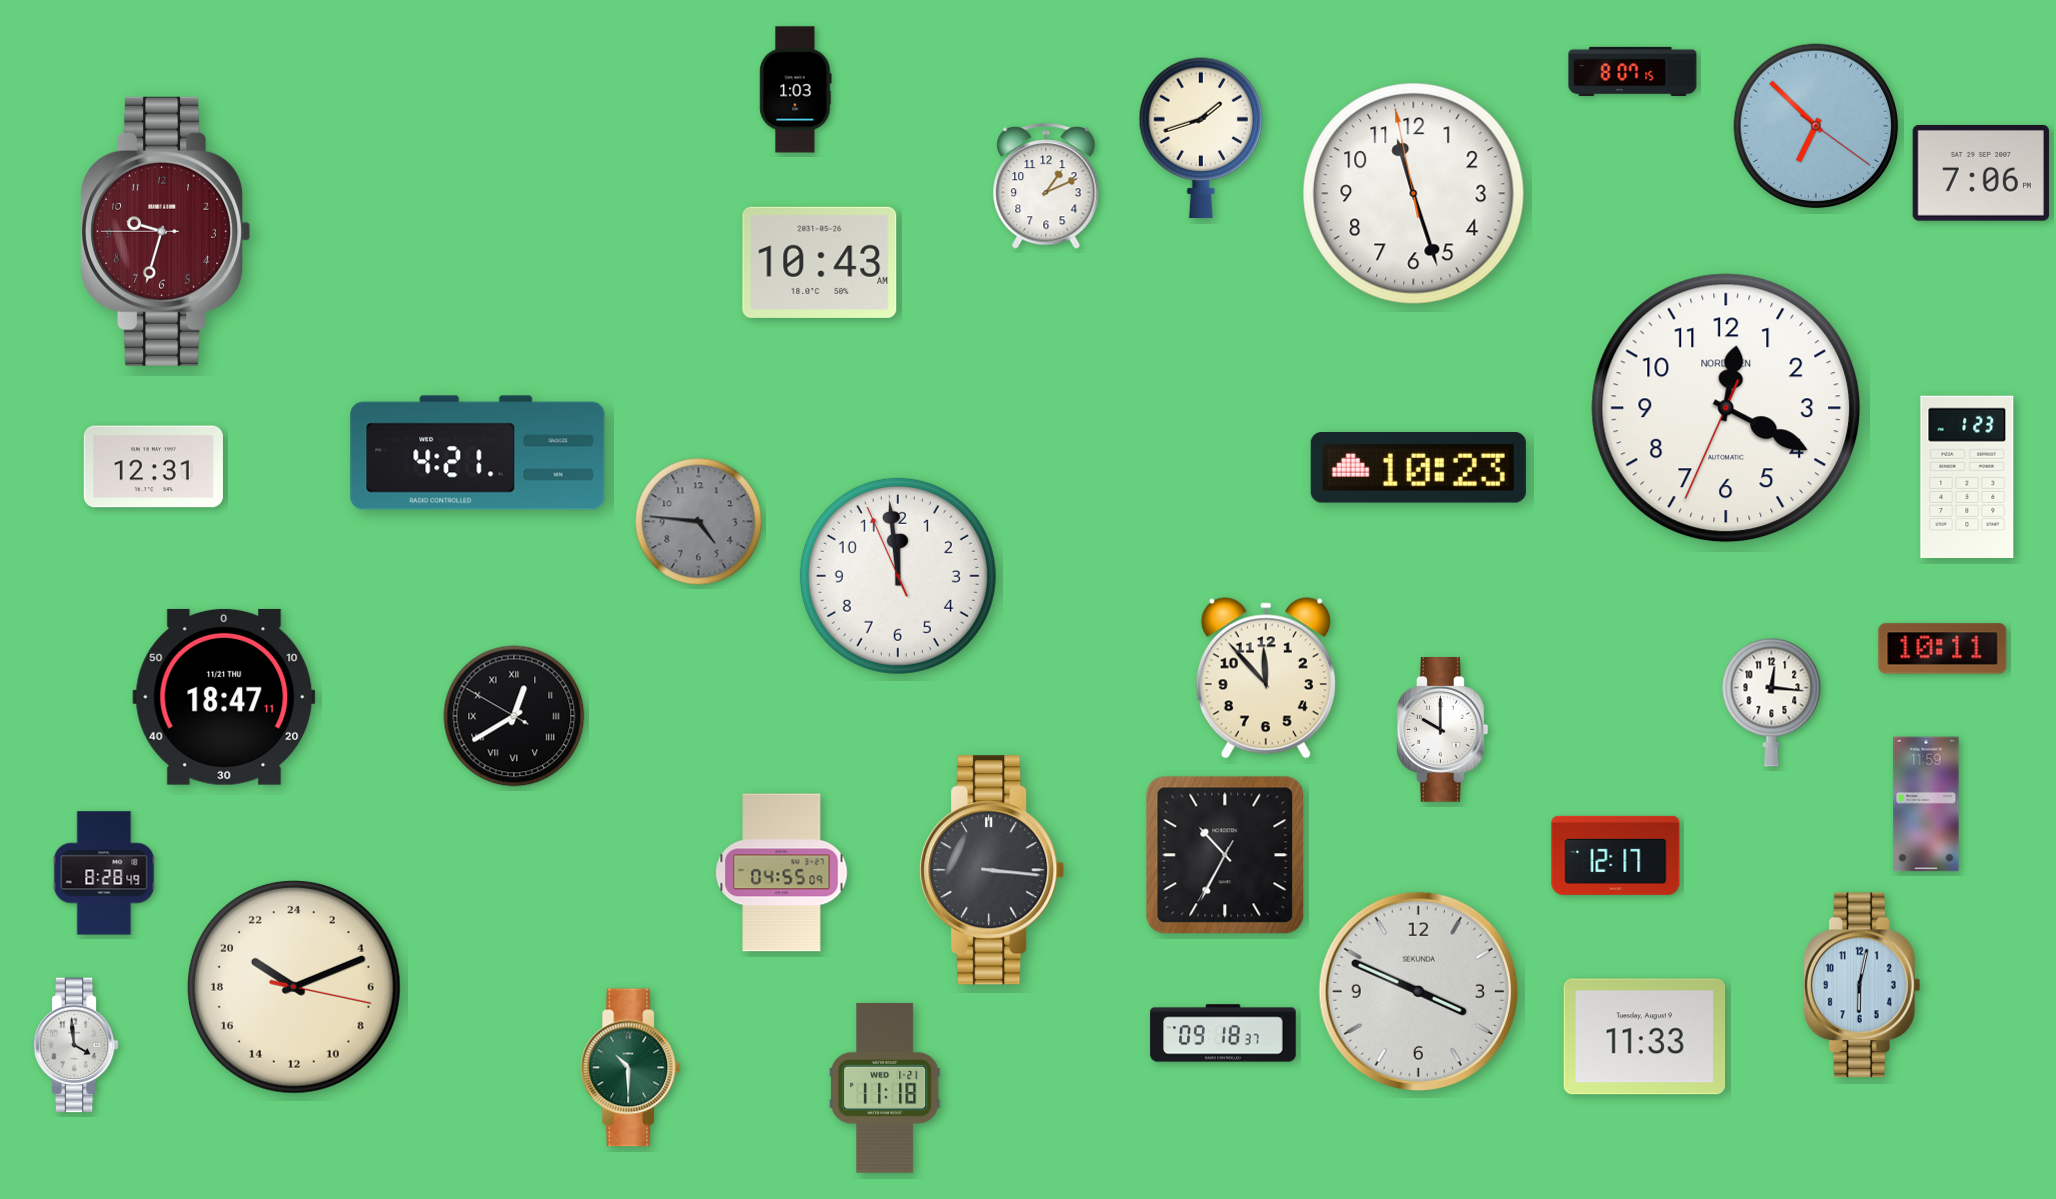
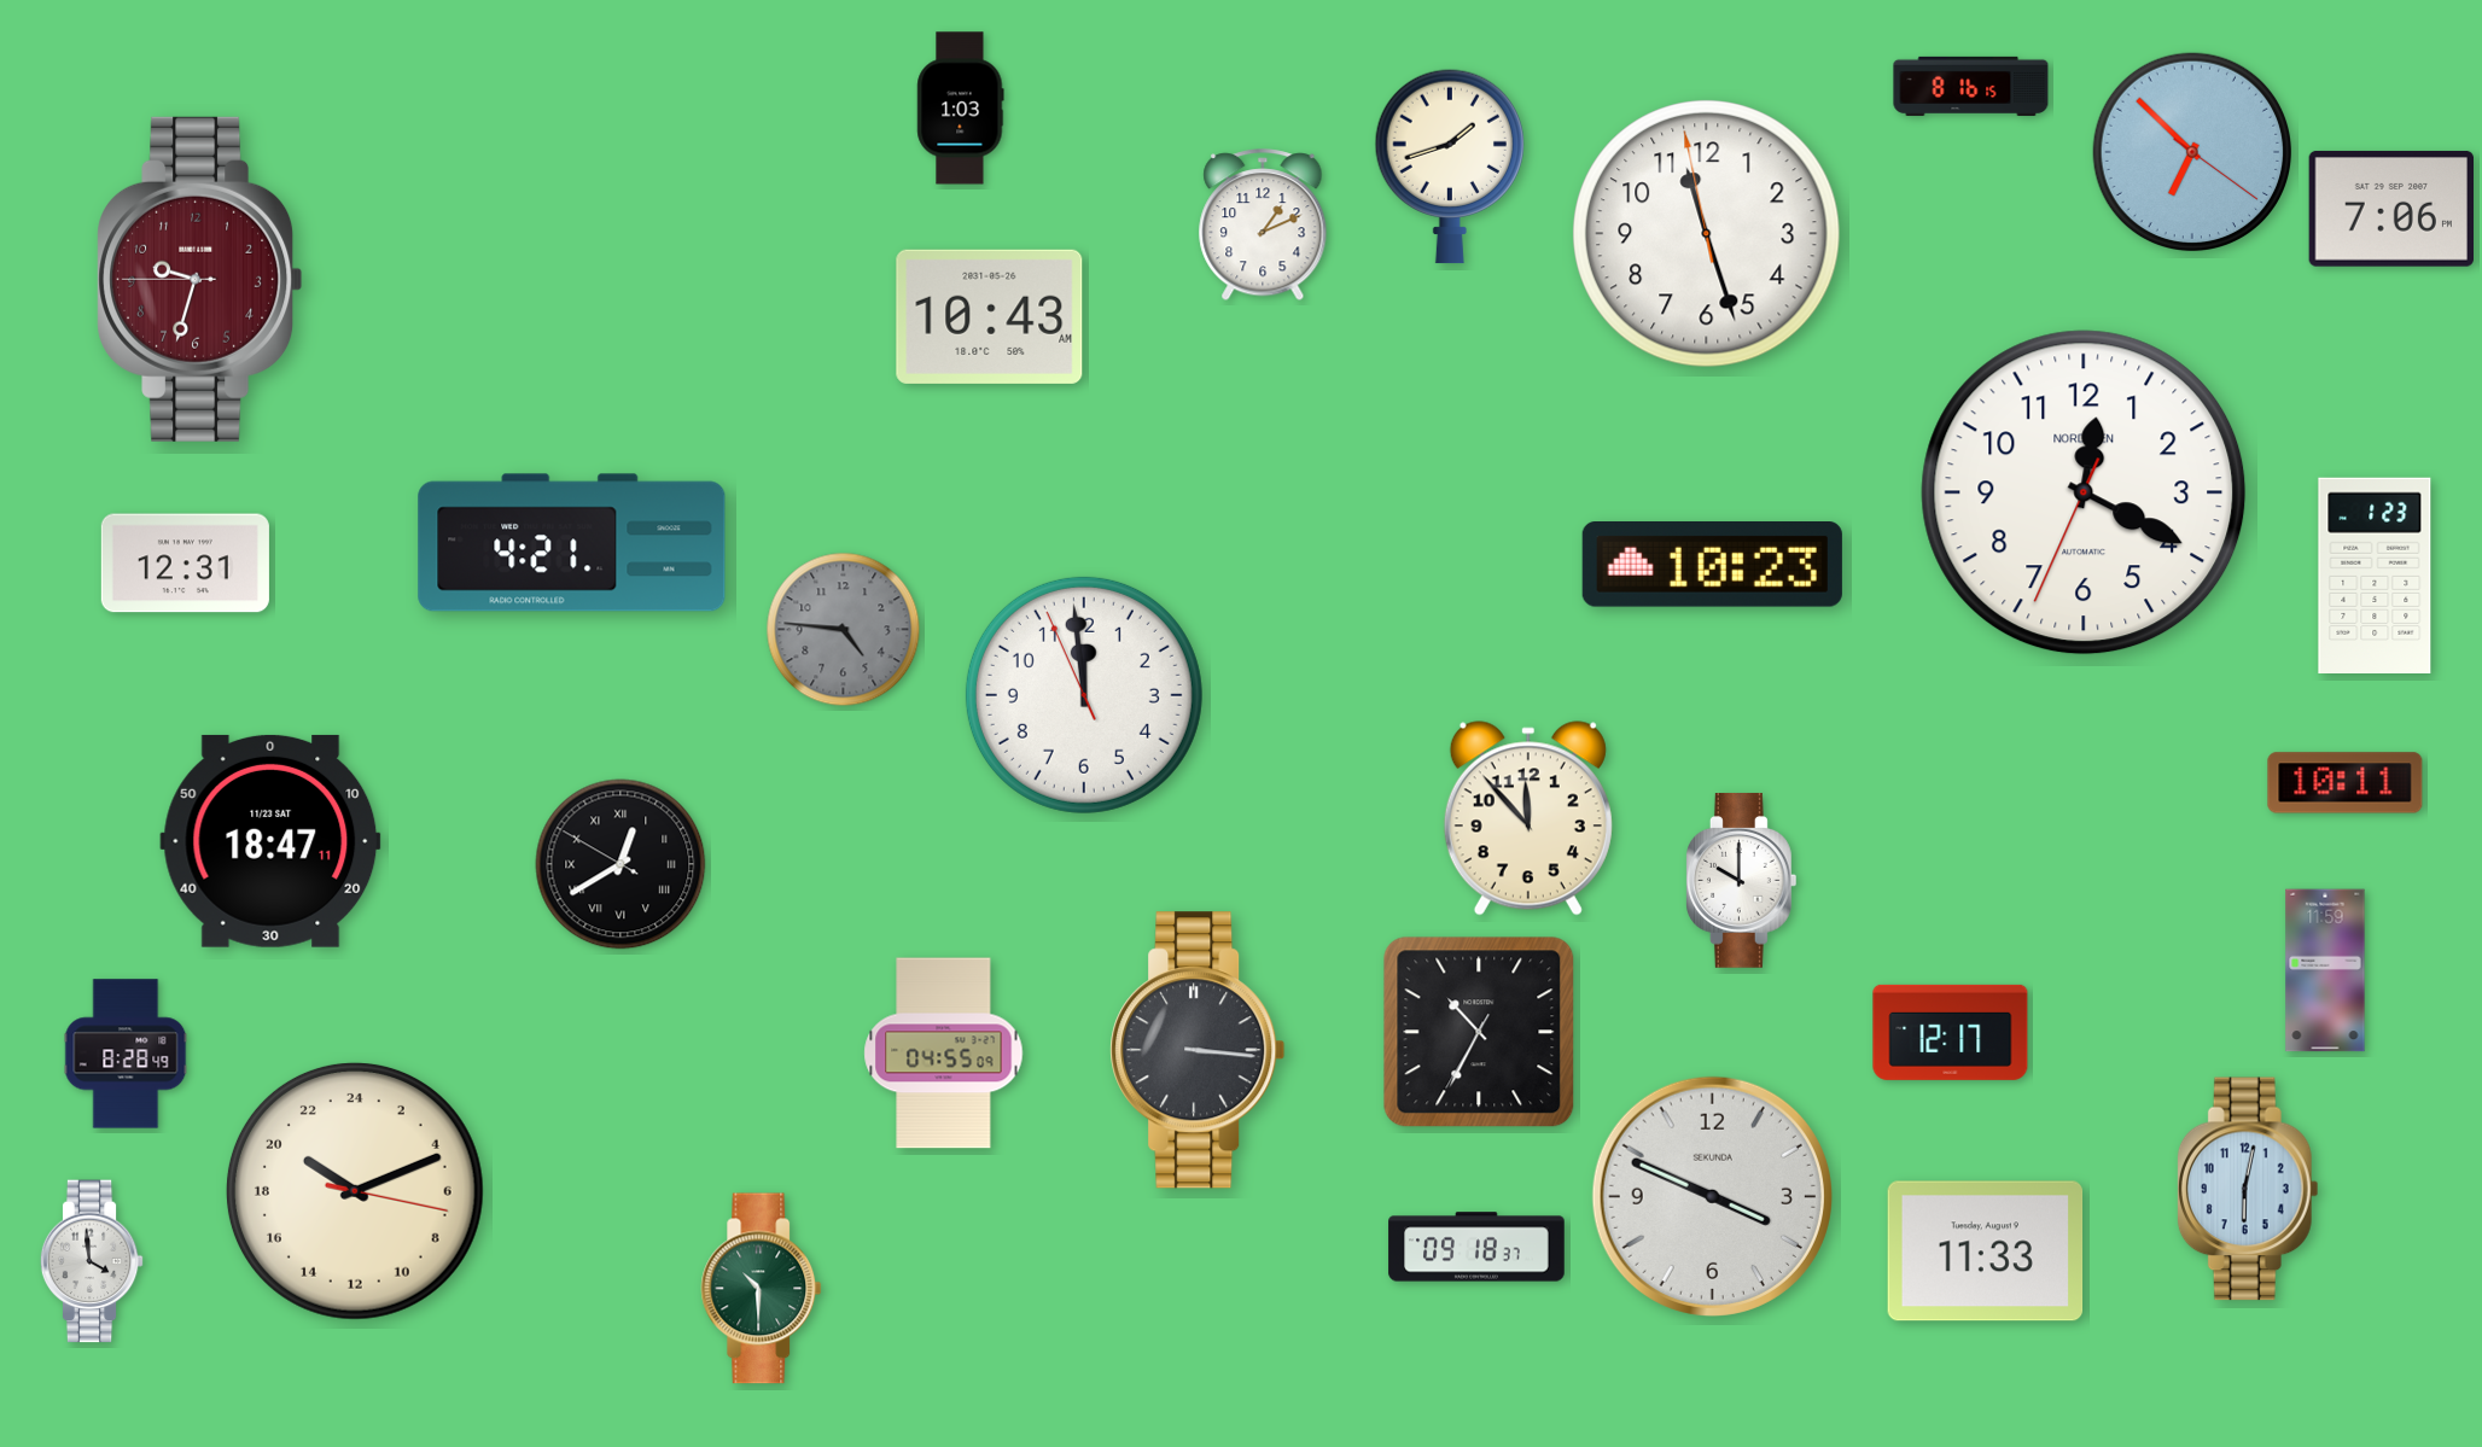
clock at (1633, 71): 8:07 -> 8:16
clock at (478, 453) position: (478, 453) -> (572, 543)
clock at (224, 697) date: 11/21 THU -> 11/23 SAT
clock at (1772, 702): 12:16 -> none
clock at (885, 1088): 11:18 -> none
